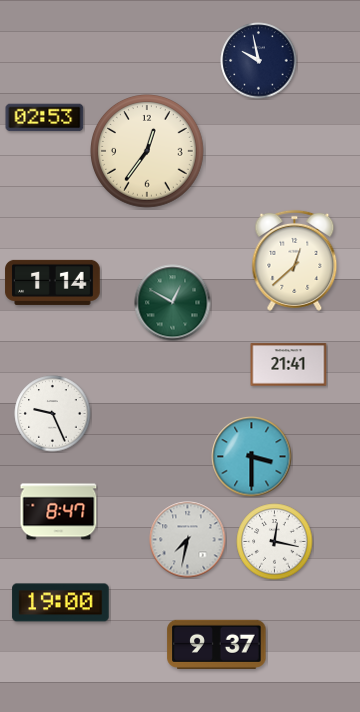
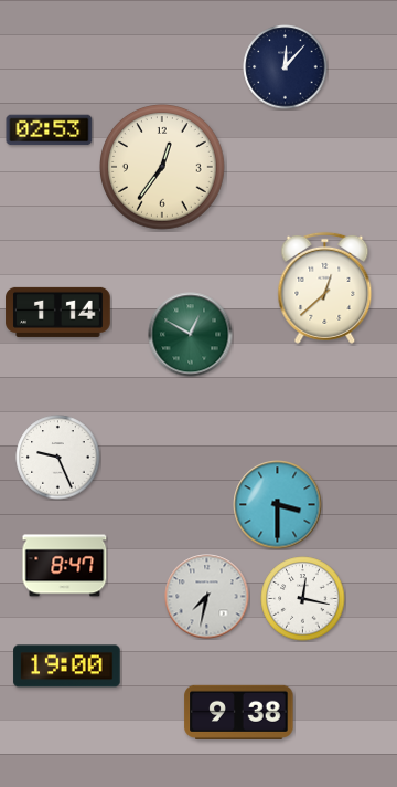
clock at (259, 61): 9:58 -> 12:07
clock at (289, 365): 21:41 -> none
clock at (217, 644): 9:37 -> 9:38
